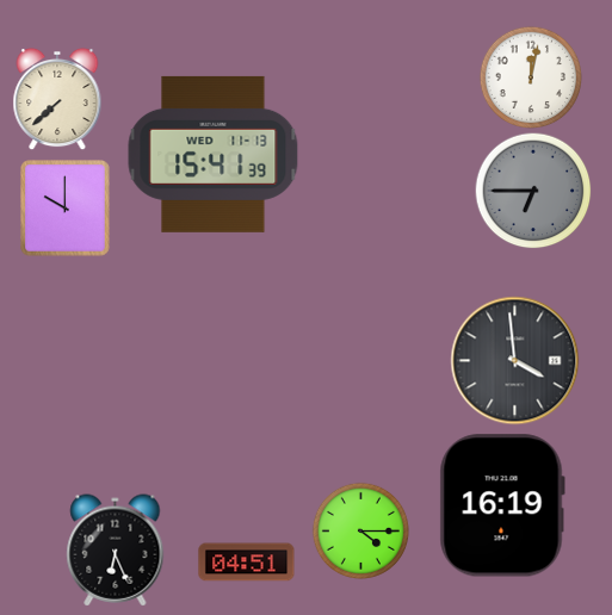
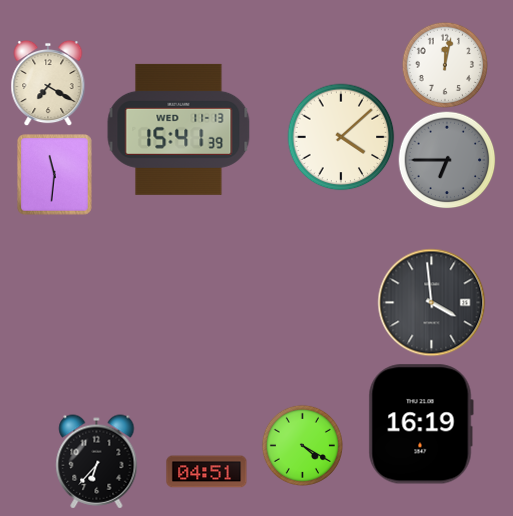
clock at (57, 99): 7:38 -> 7:20
clock at (341, 137): none -> 4:08
clock at (66, 209): 10:00 -> 11:31
clock at (360, 530): 4:15 -> 4:20
clock at (116, 551): 6:26 -> 6:37
